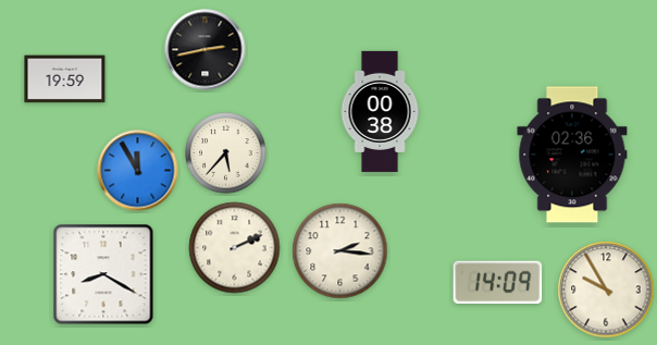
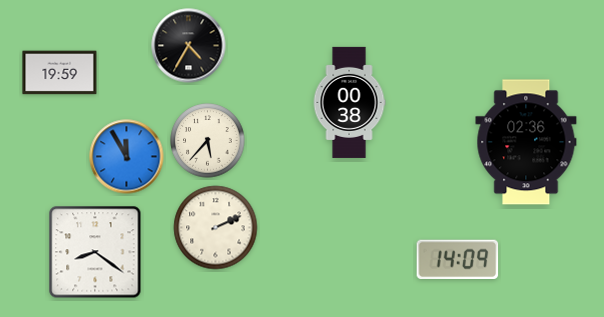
clock at (206, 50): 2:43 -> 4:35
clock at (340, 251): 2:16 -> none
clock at (103, 274): 8:20 -> 8:21
clock at (606, 289): 9:55 -> none
